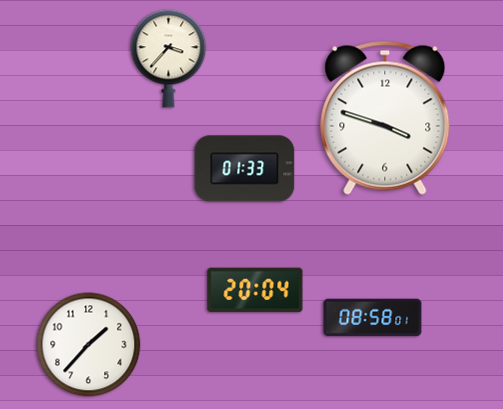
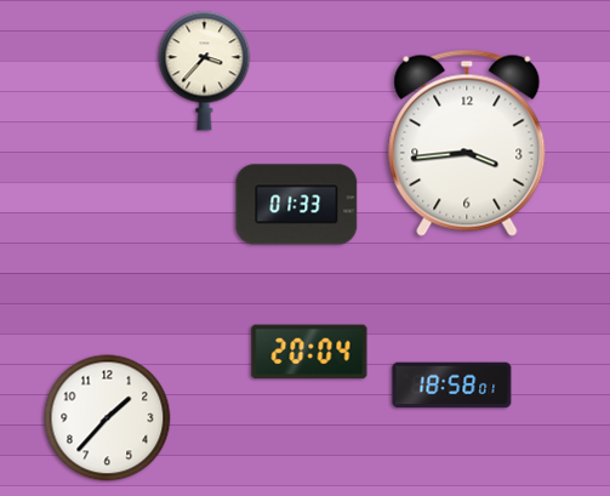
clock at (385, 118): 3:48 -> 3:44
clock at (373, 318): 08:58 -> 18:58
